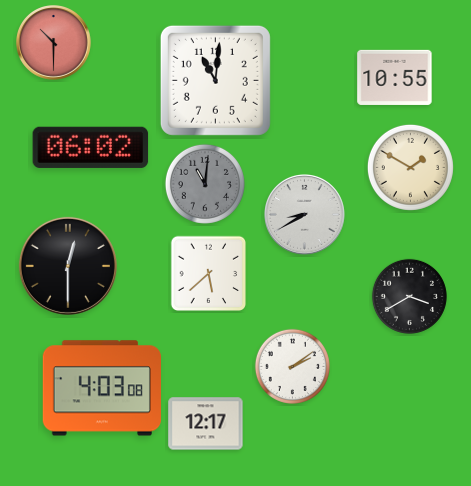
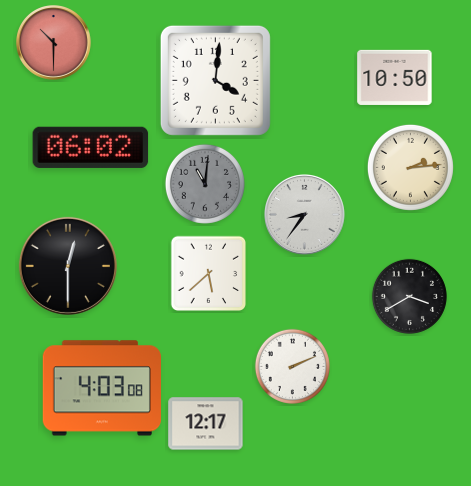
clock at (395, 77): 10:55 -> 10:50
clock at (215, 80): 11:01 -> 4:01
clock at (410, 167): 1:50 -> 2:14
clock at (305, 215): 8:40 -> 8:36
clock at (292, 366): 2:09 -> 2:11
